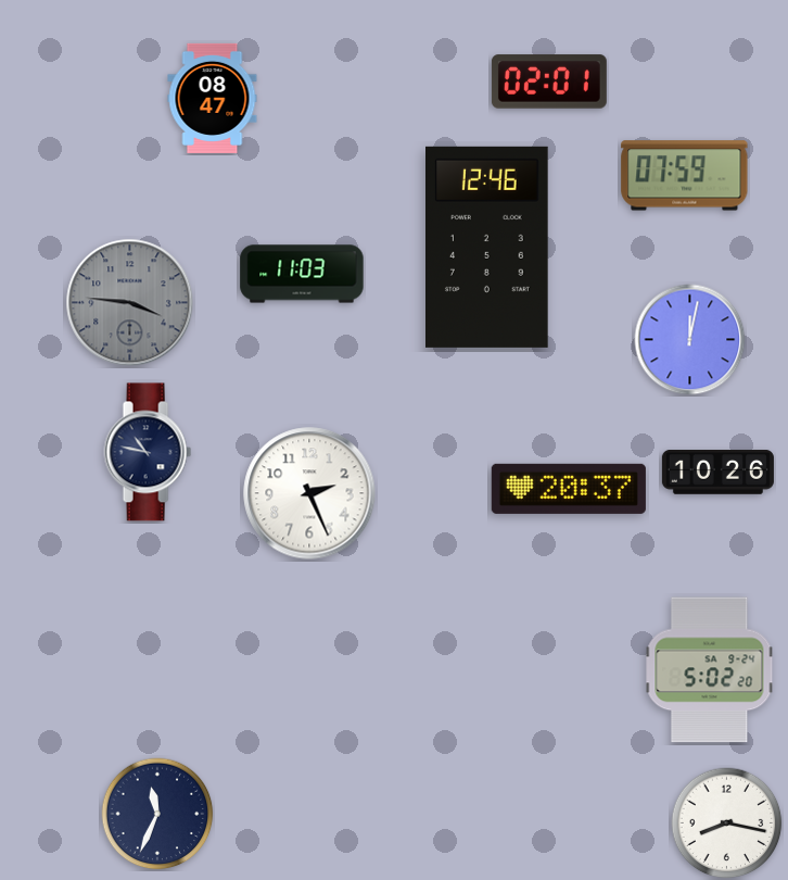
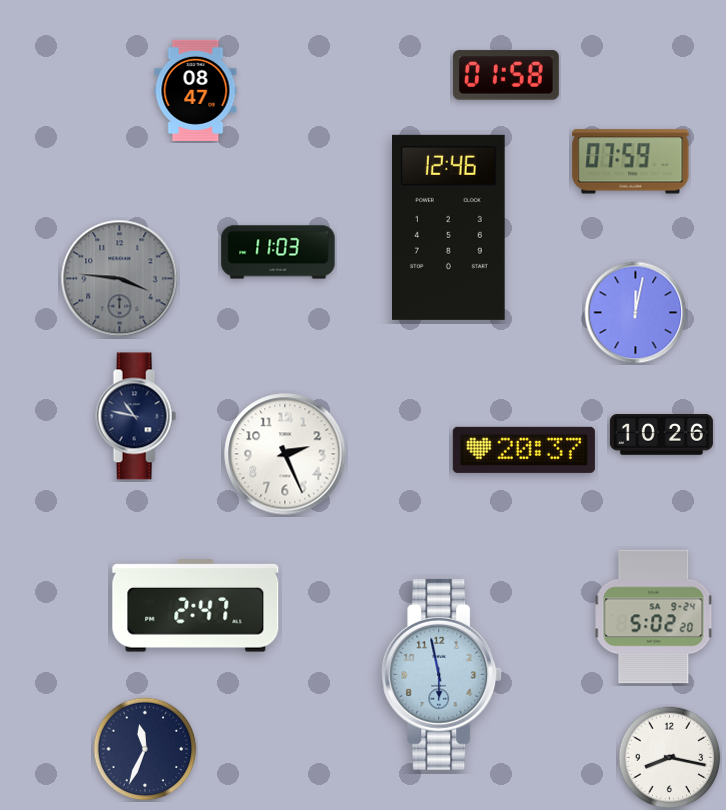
clock at (549, 81): 02:01 -> 01:58
clock at (196, 606): none -> 2:47
clock at (442, 674): none -> 5:58
